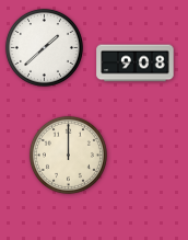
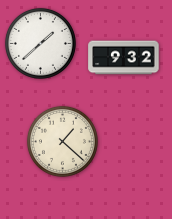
clock at (136, 64): 9:08 -> 9:32
clock at (68, 155): 12:00 -> 1:22
